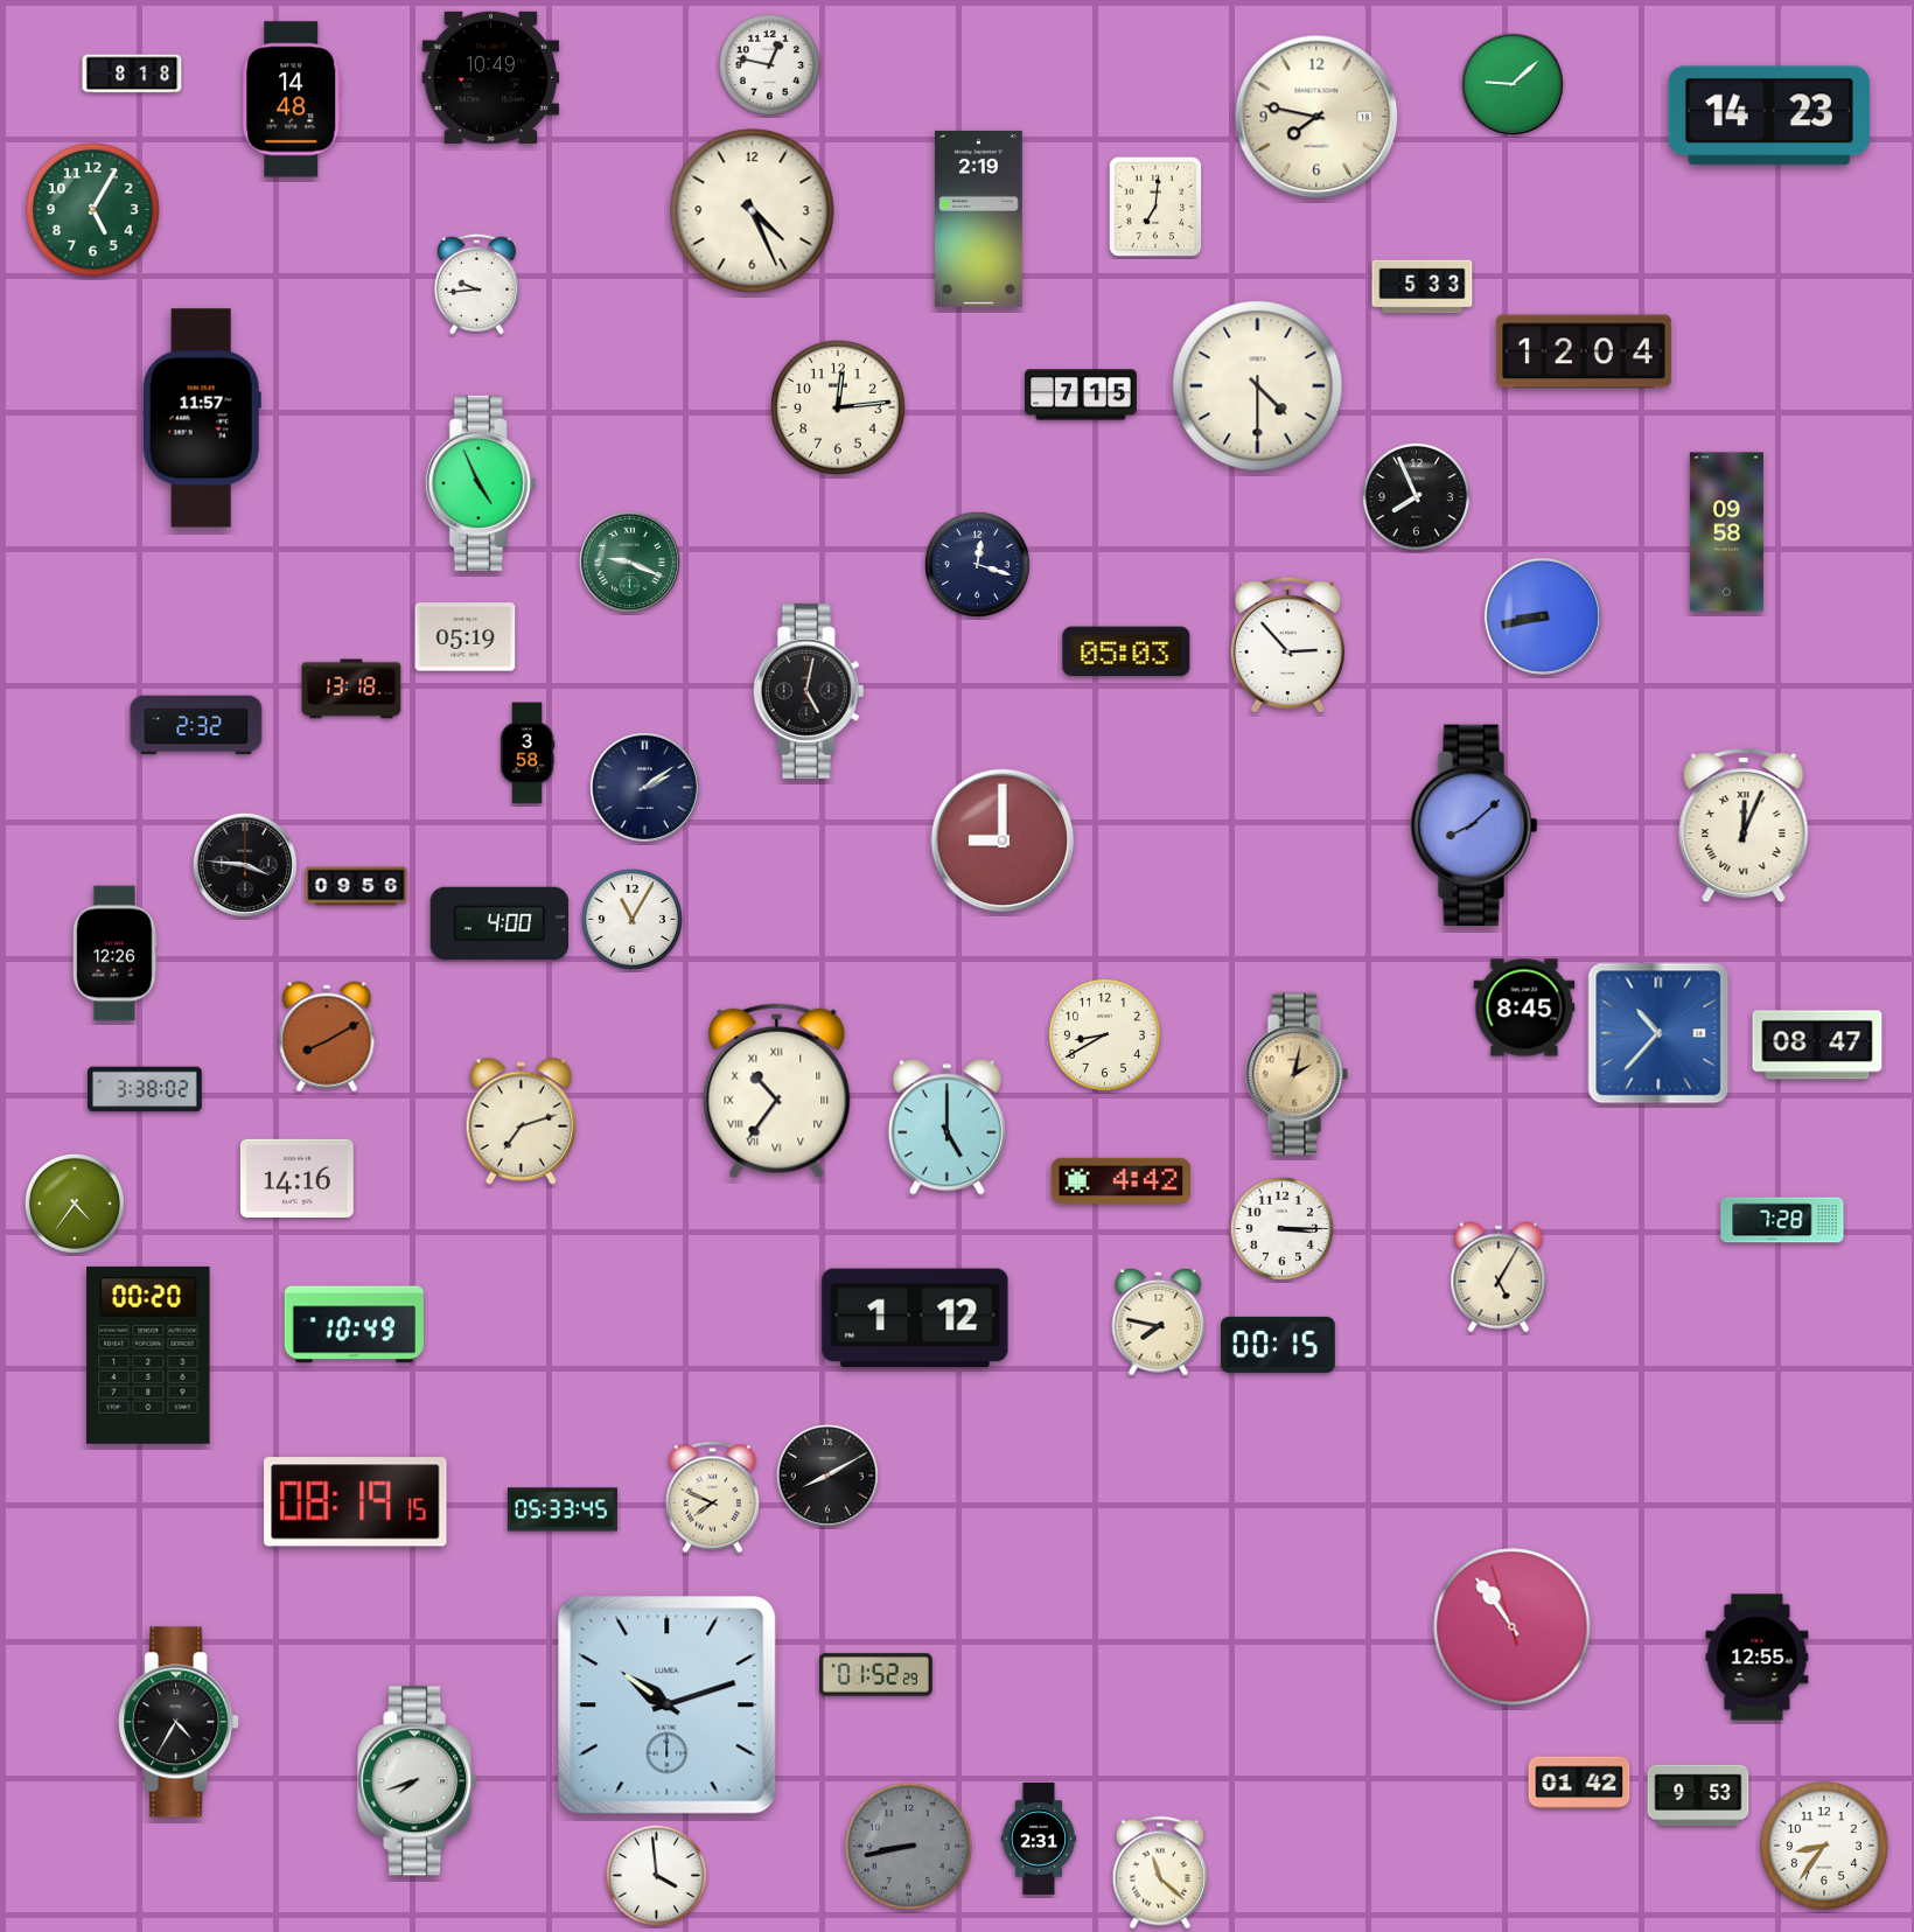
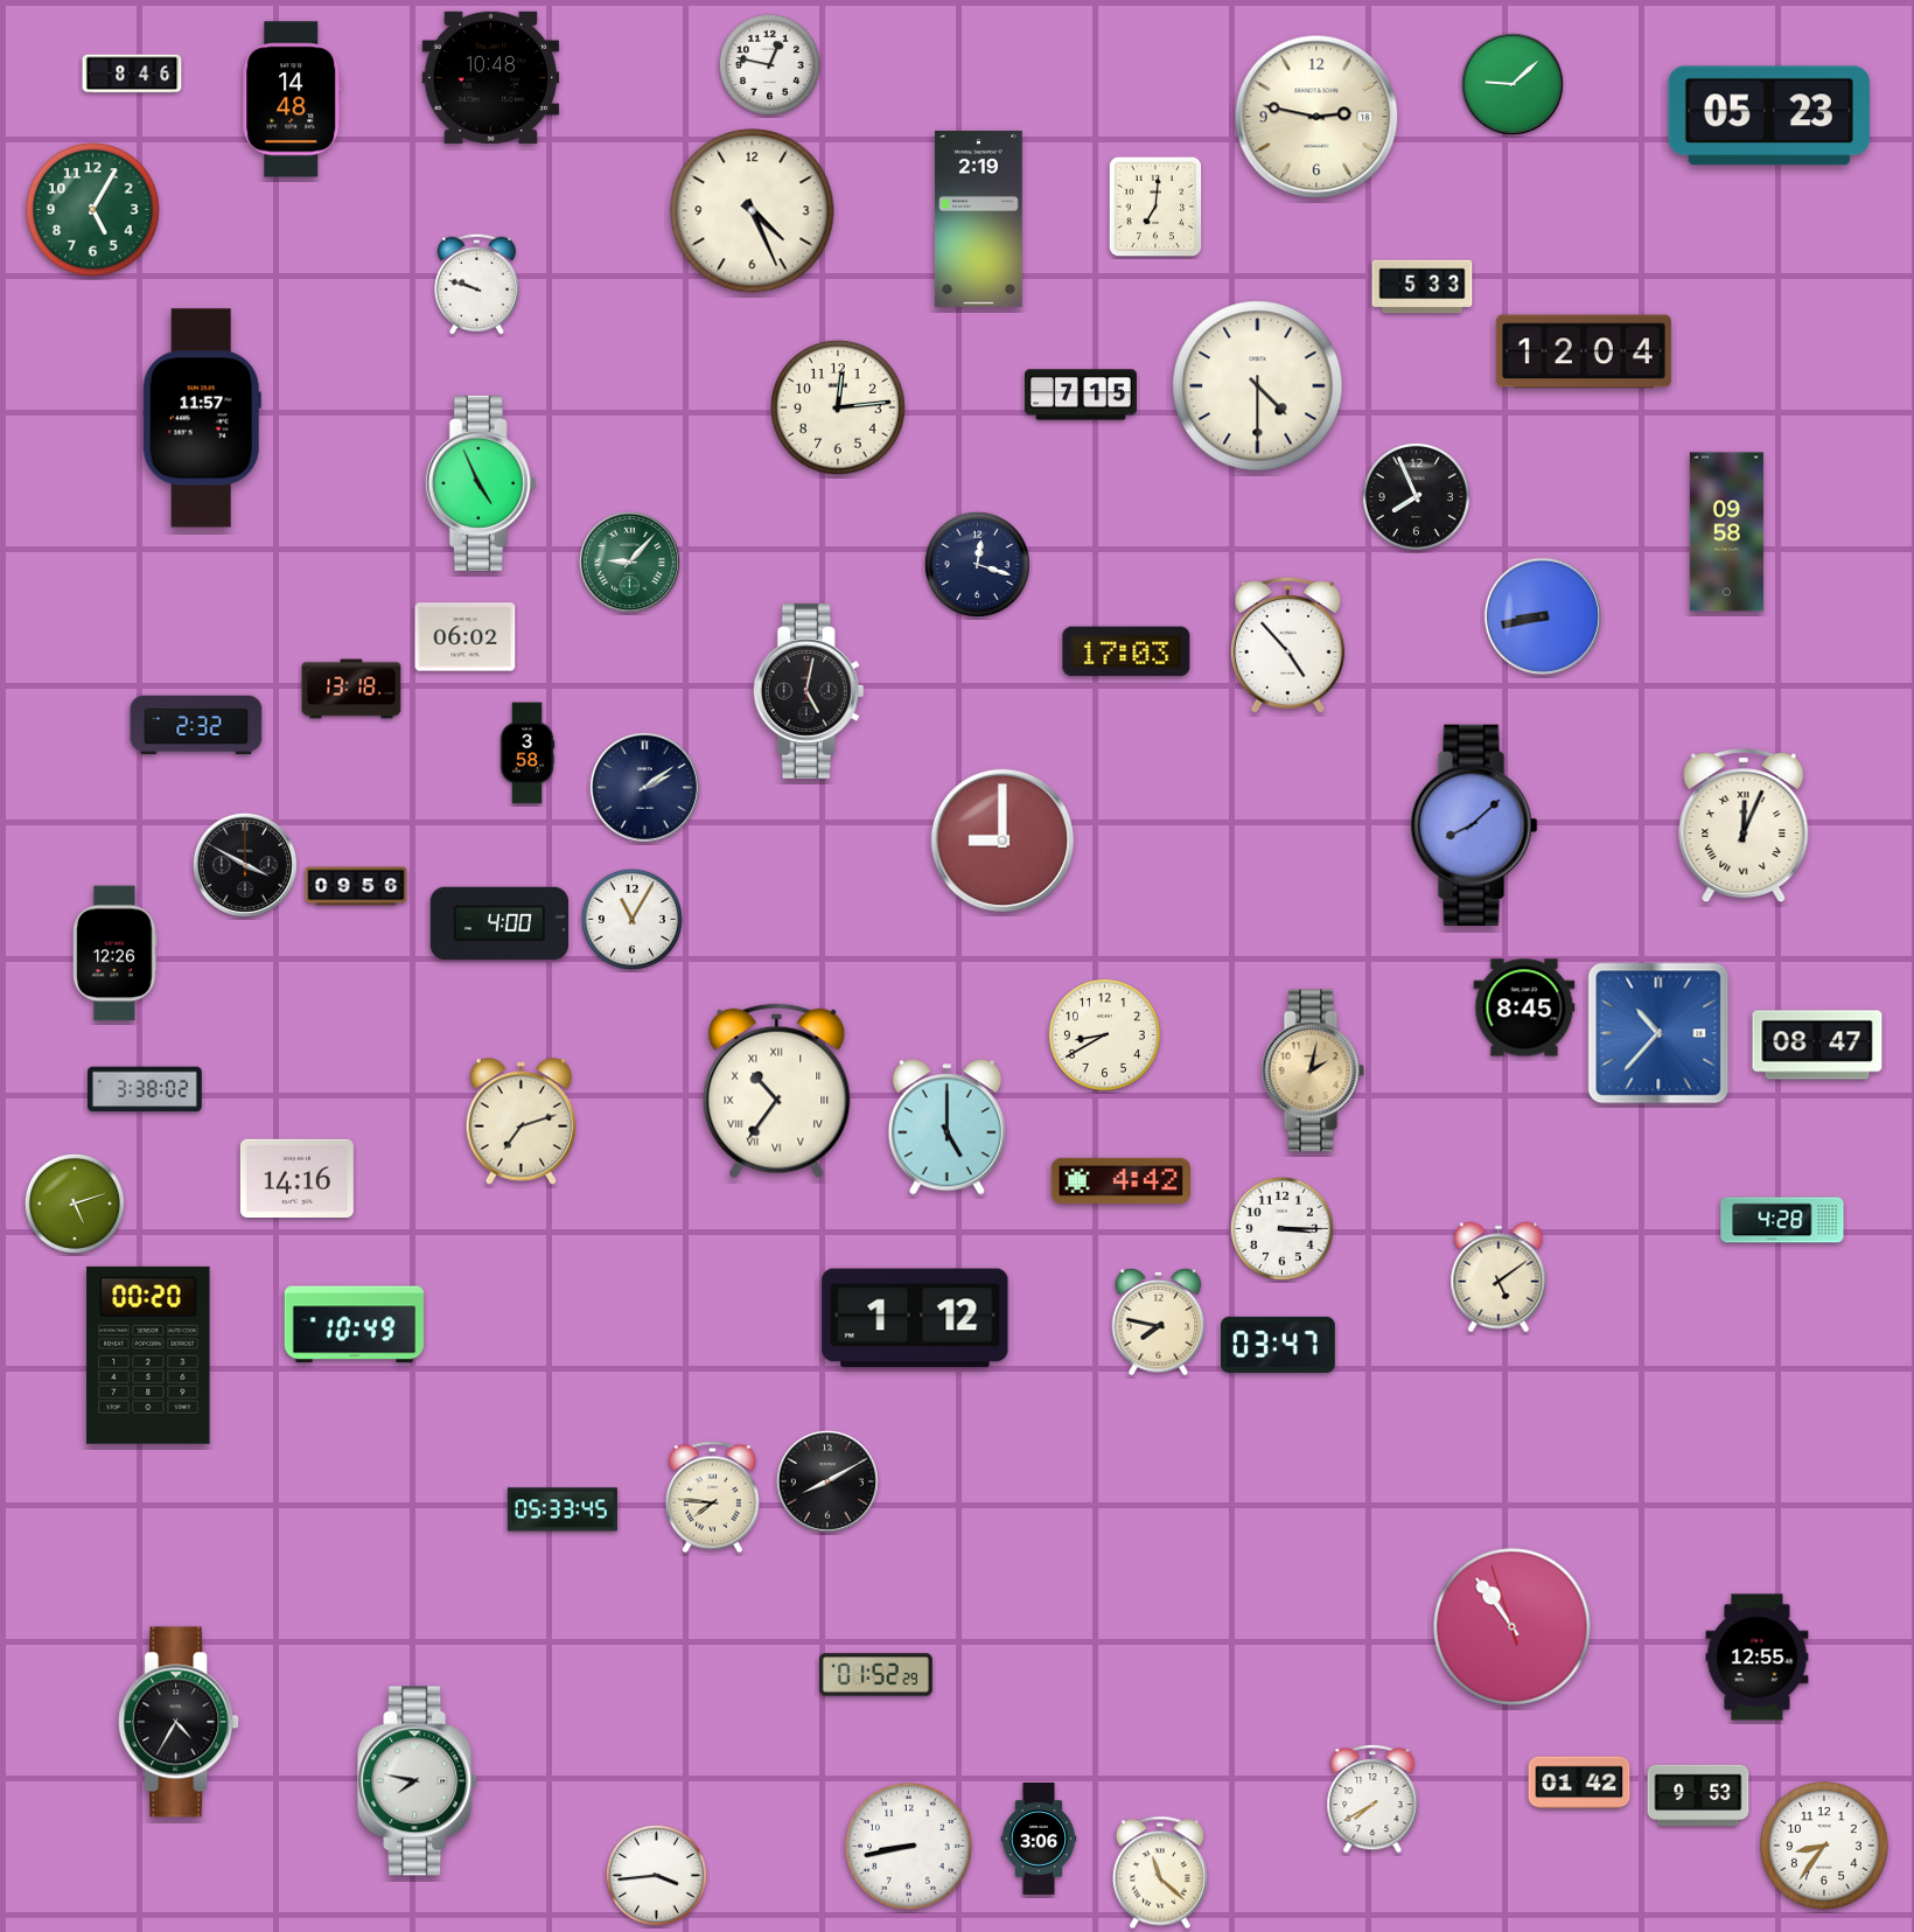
clock at (132, 74): 8:18 -> 8:46
clock at (491, 77): 10:49 -> 10:48
clock at (1769, 116): 14:23 -> 05:23
clock at (1316, 117): 7:47 -> 2:47
clock at (476, 284): 9:44 -> 9:48
clock at (629, 562): 9:19 -> 9:07
clock at (466, 637): 05:19 -> 06:02
clock at (1287, 646): 2:53 -> 4:53
clock at (1126, 651): 05:03 -> 17:03
clock at (245, 865): 3:46 -> 3:50
clock at (327, 1037): 8:10 -> none
clock at (1297, 1074) position: (1297, 1074) -> (1313, 1070)
clock at (75, 1204): 4:36 -> 5:12
clock at (1782, 1220): 7:28 -> 4:28
clock at (1499, 1277): 5:05 -> 5:09
clock at (1279, 1345): 00:15 -> 03:47
clock at (827, 1476) position: (827, 1476) -> (827, 1481)
clock at (712, 1498): 7:49 -> 7:46
clock at (356, 1502): 08:19 -> none
clock at (668, 1706): 10:12 -> none
clock at (418, 1781): 7:42 -> 7:47
clock at (1372, 1799): none -> 7:40
clock at (1039, 1839): 2:31 -> 3:06
clock at (909, 1847) dial: grey -> white
clock at (656, 1875): 3:59 -> 3:44
